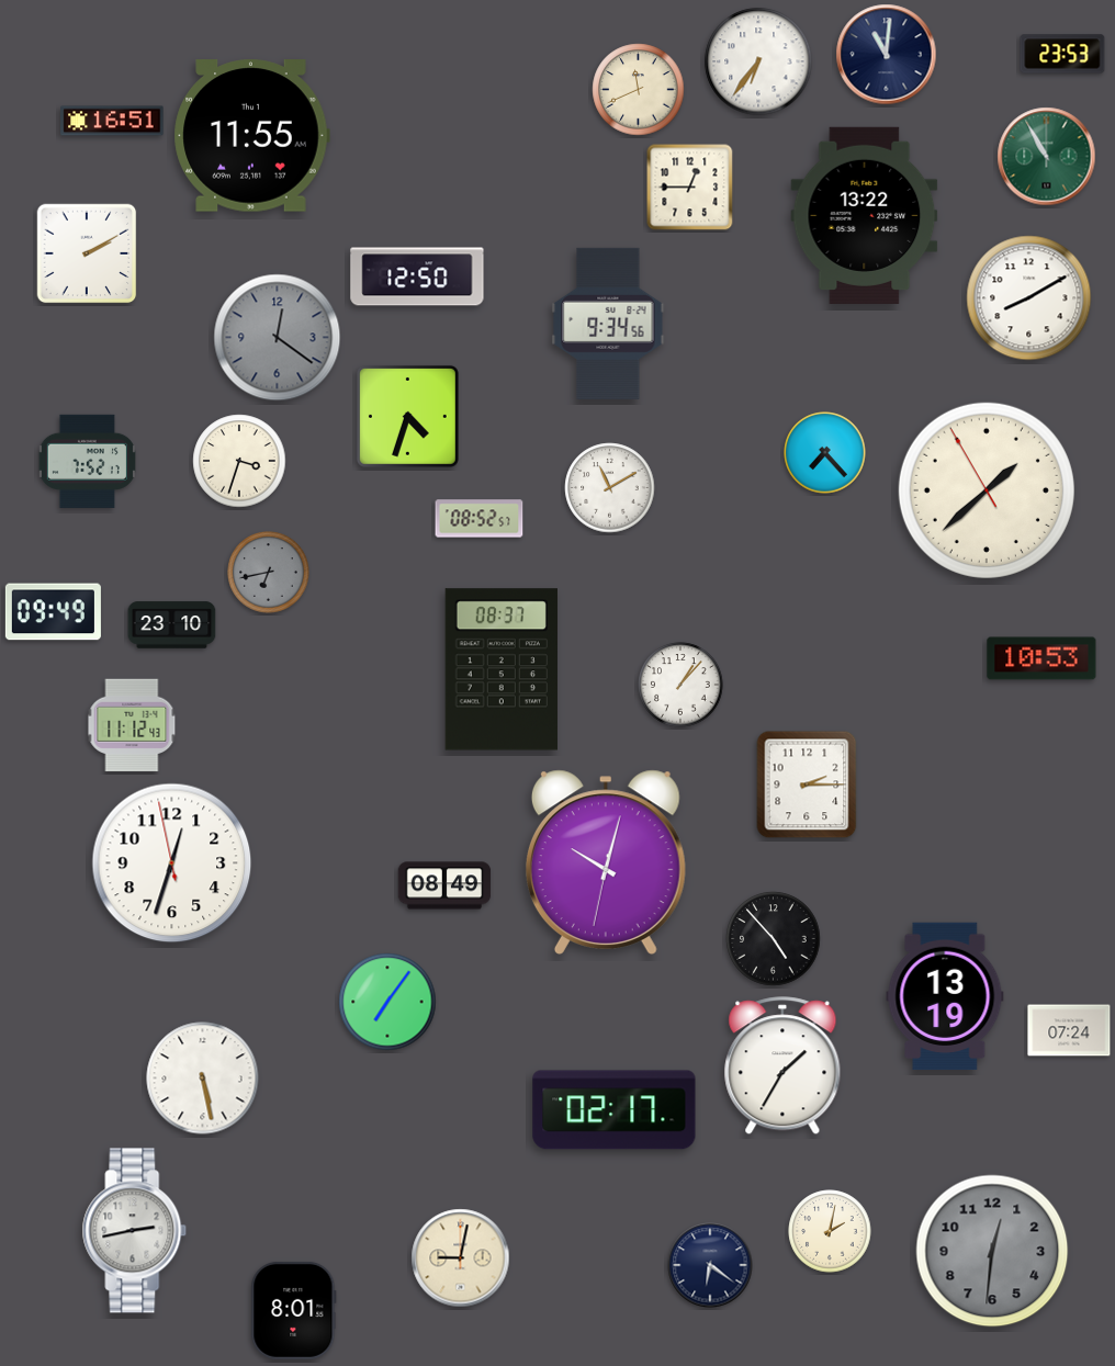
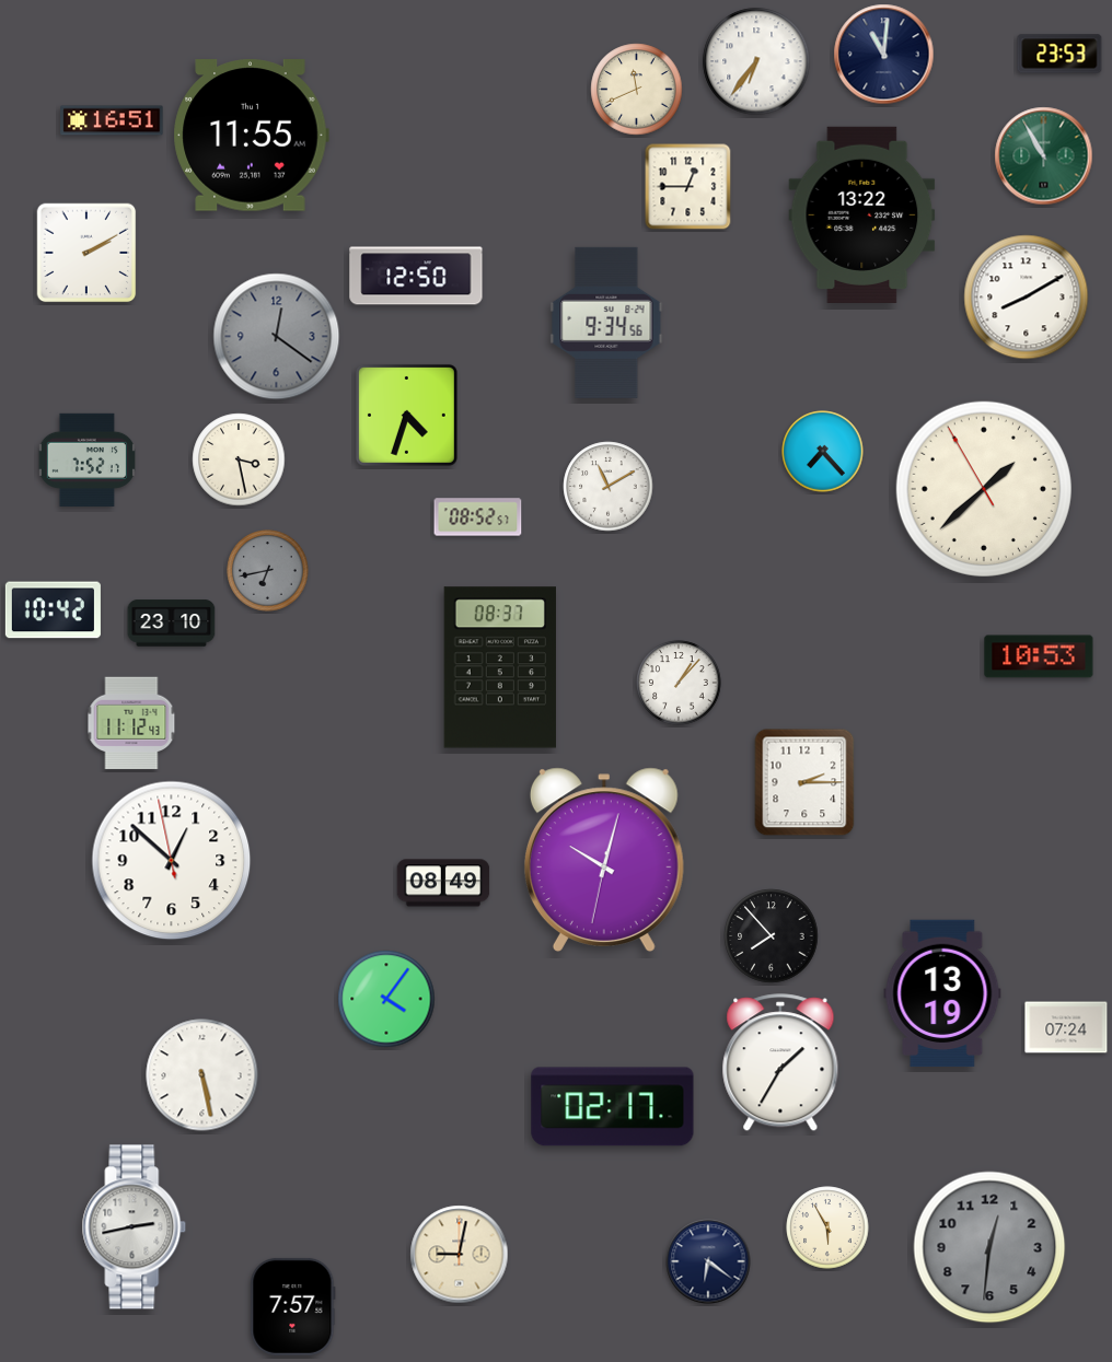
clock at (239, 461): 3:33 -> 3:28
clock at (53, 612): 09:49 -> 10:42
clock at (172, 863): 12:32 -> 12:51
clock at (774, 939): 4:53 -> 7:53
clock at (387, 1002): 7:06 -> 4:06
clock at (830, 1231): 2:02 -> 5:55
clock at (294, 1310): 8:01 -> 7:57
